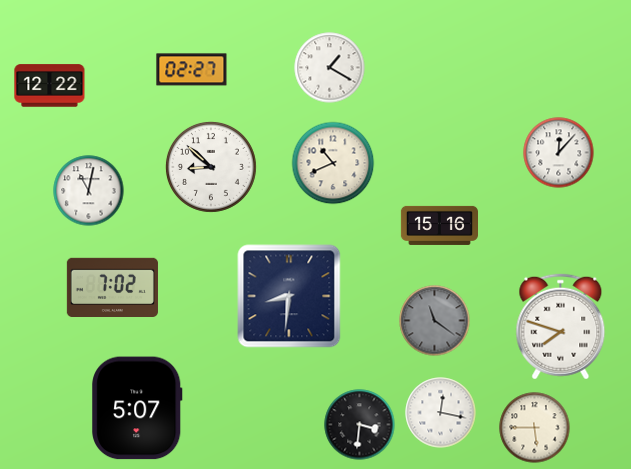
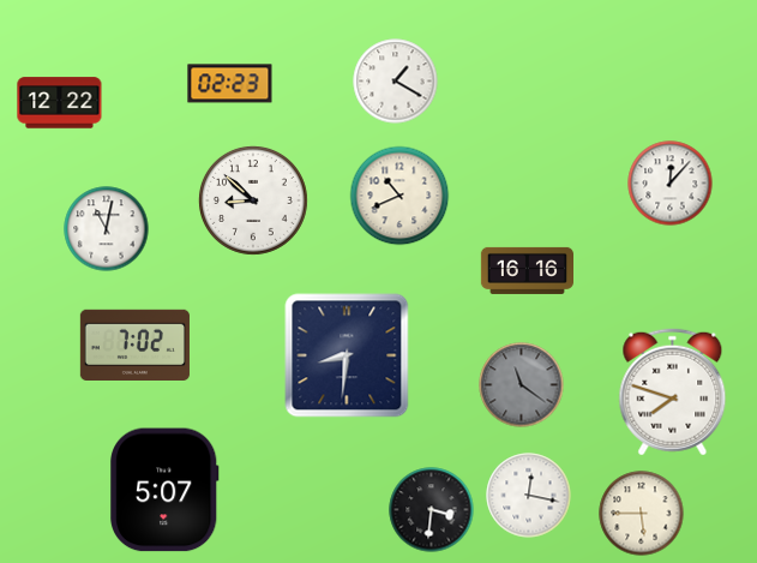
clock at (192, 70): 02:27 -> 02:23
clock at (439, 225): 15:16 -> 16:16
